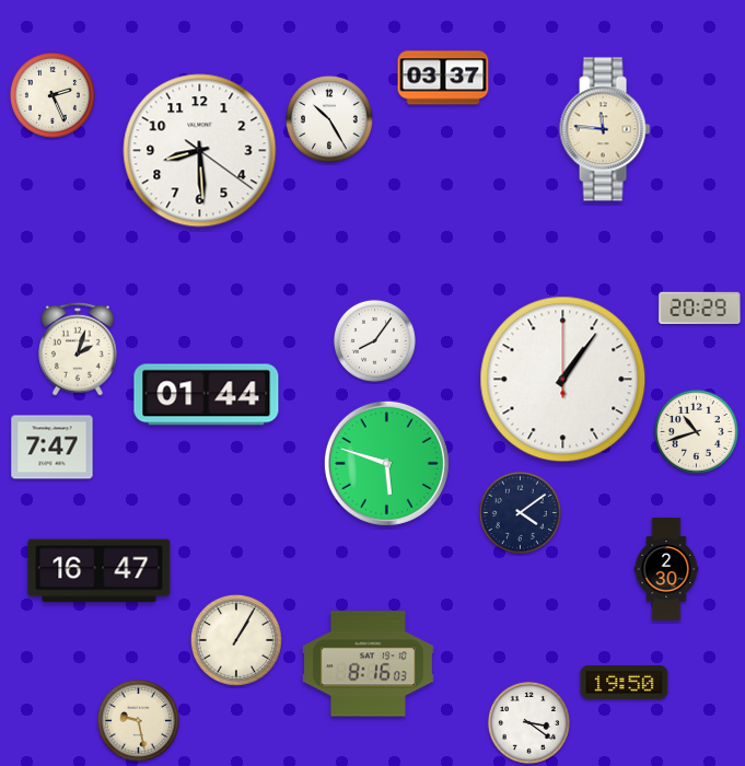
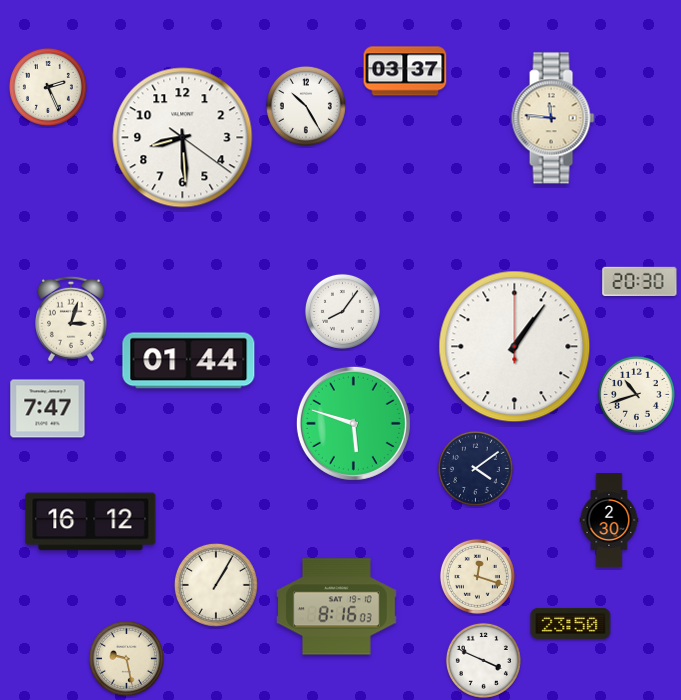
clock at (329, 119) position: (329, 119) -> (306, 106)
clock at (700, 307): 20:29 -> 20:30
clock at (79, 349): 2:03 -> 3:03
clock at (100, 571): 16:47 -> 16:12
clock at (477, 576): none -> 12:18
clock at (625, 682): 19:50 -> 23:50
clock at (528, 722): 3:21 -> 3:49
